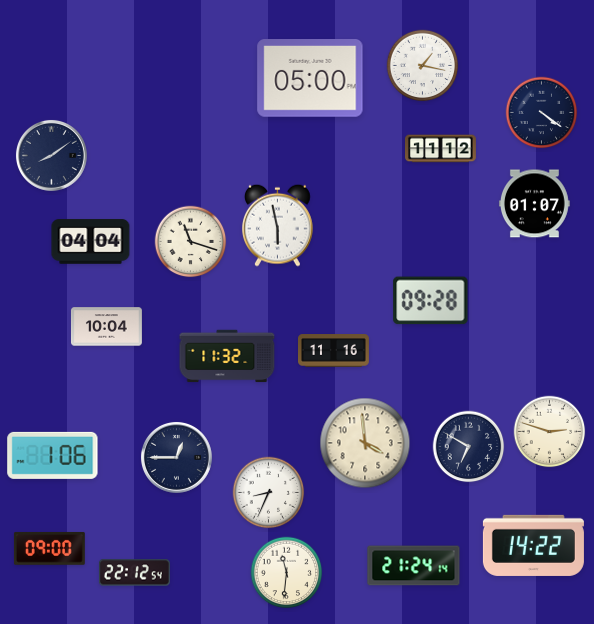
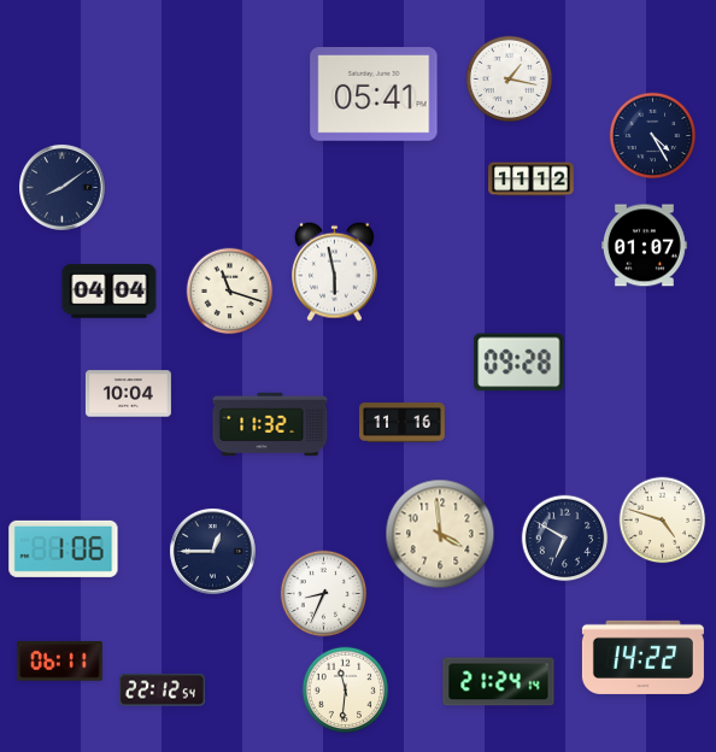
clock at (310, 79): 05:00 -> 05:41
clock at (542, 113): 4:21 -> 4:25
clock at (227, 356) position: (227, 356) -> (270, 424)
clock at (550, 432): 2:48 -> 4:48
clock at (49, 549): 09:00 -> 06:11
